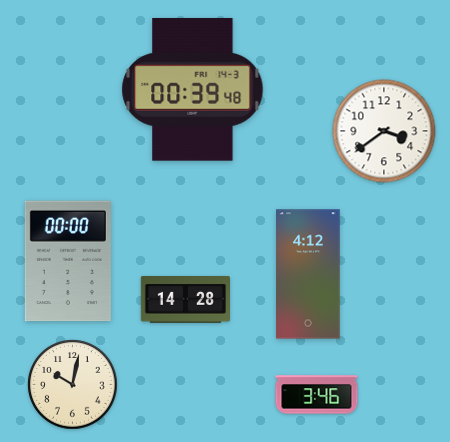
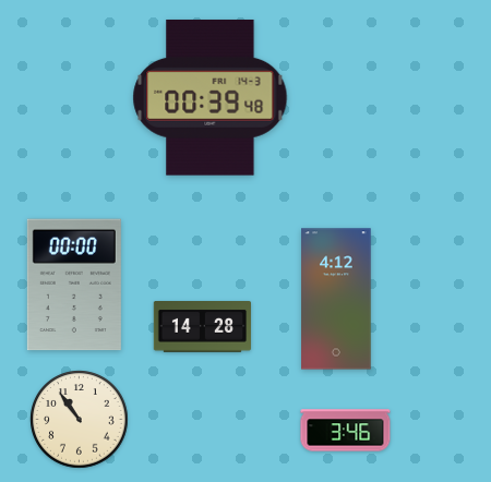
clock at (384, 131): 3:39 -> none
clock at (73, 385): 10:02 -> 10:54
